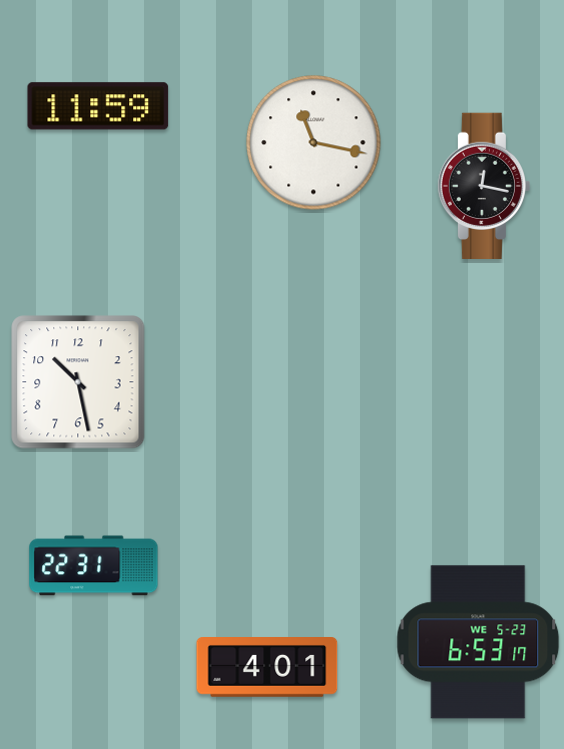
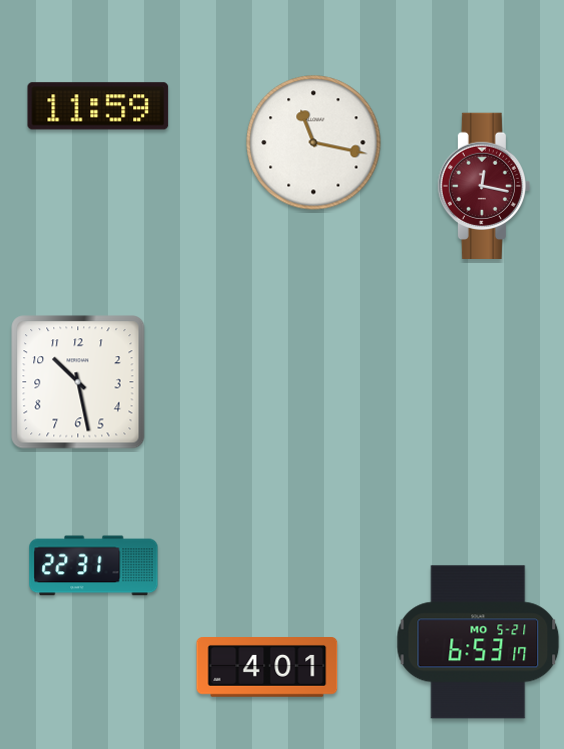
clock at (484, 185) dial: black -> burgundy
clock at (478, 642) date: WE 5-23 -> MO 5-21
